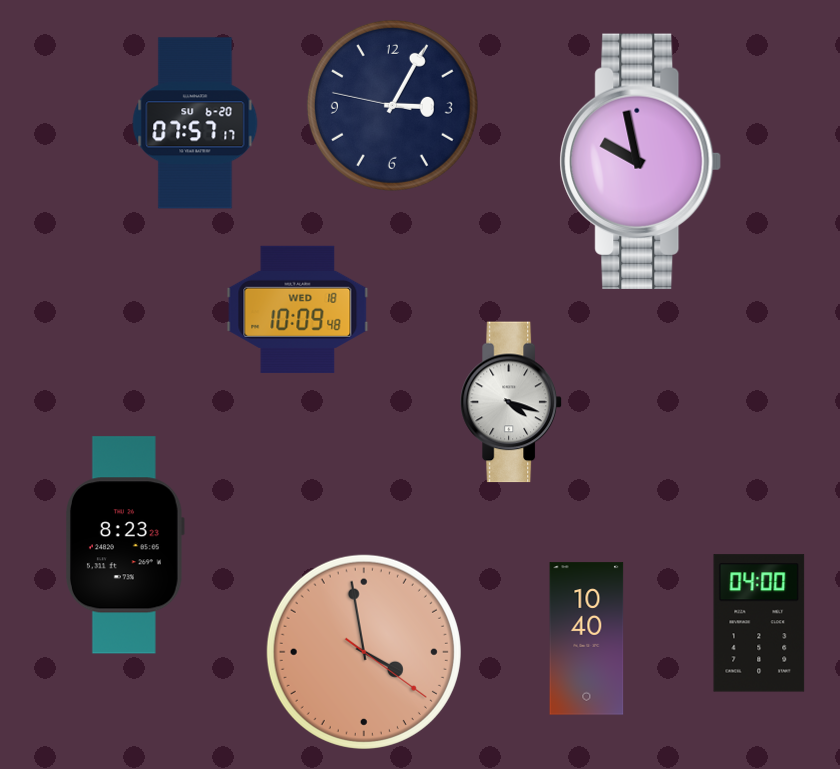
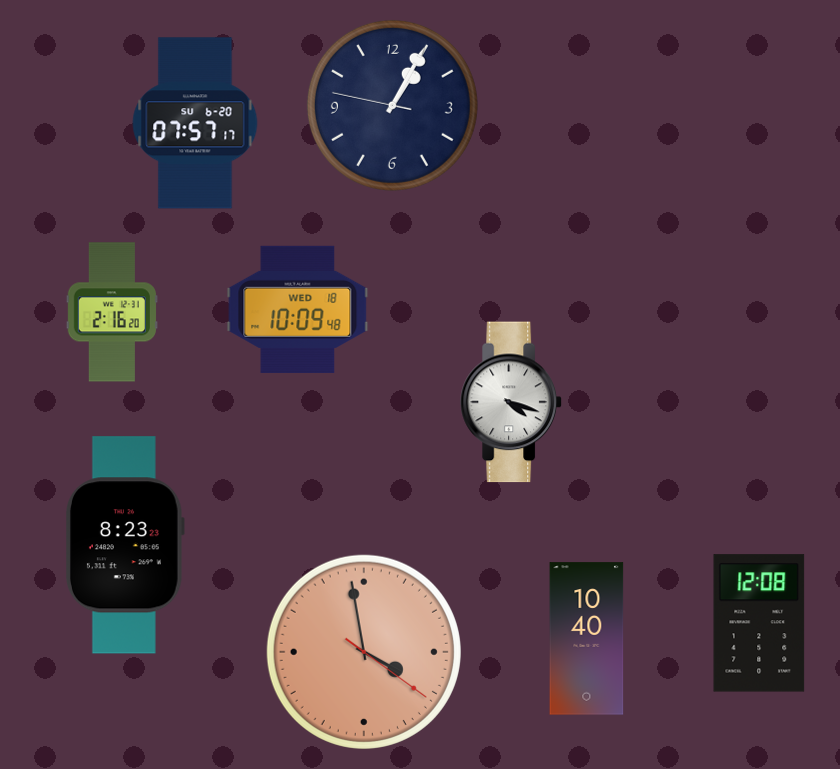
clock at (392, 105): 3:04 -> 1:04
clock at (641, 161): 9:58 -> none
clock at (112, 312): none -> 2:16
clock at (759, 623): 04:00 -> 12:08
